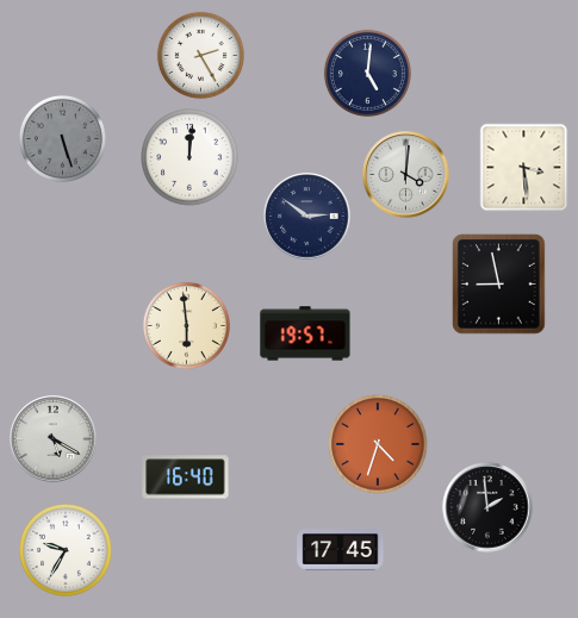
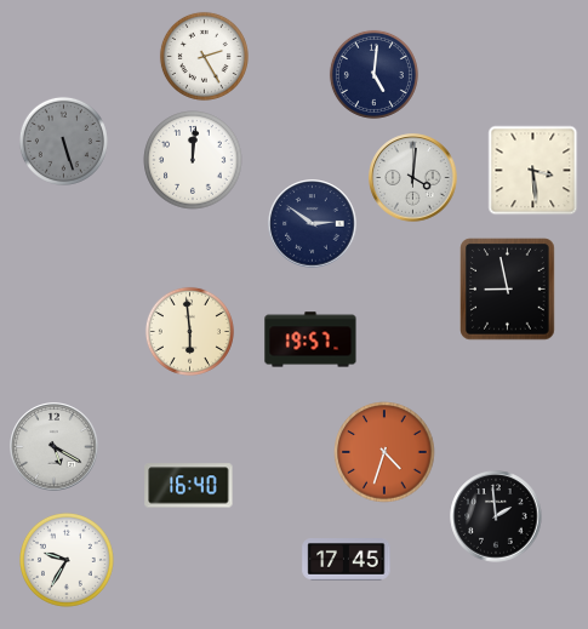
clock at (307, 217) position: (307, 217) -> (313, 224)
